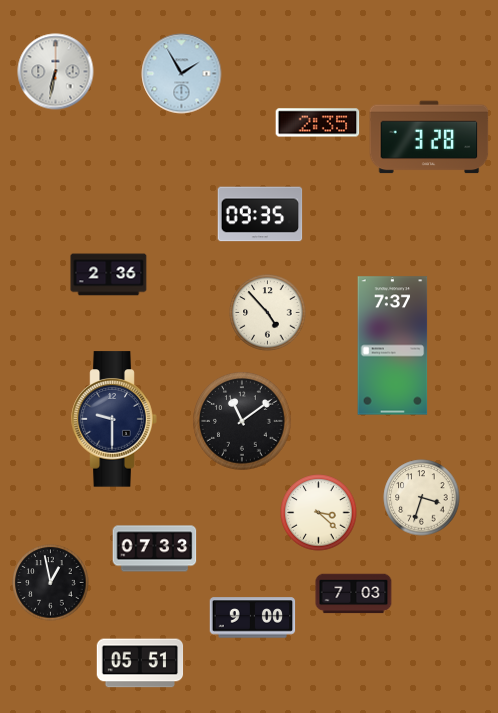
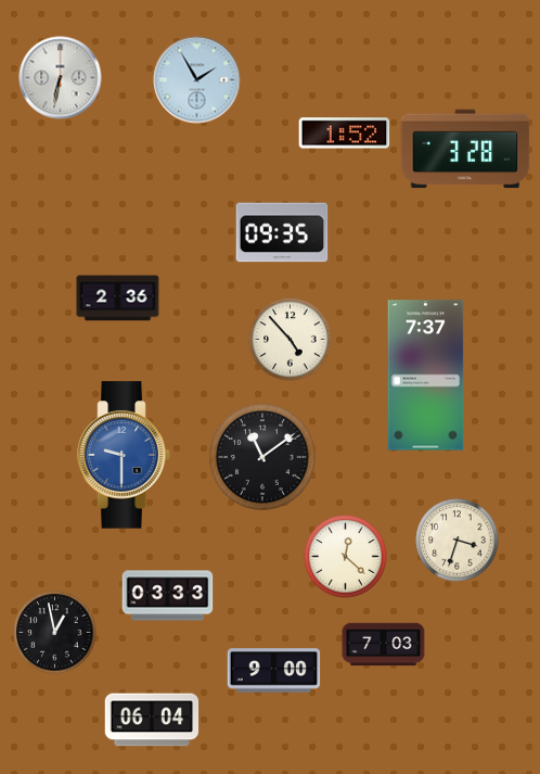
clock at (318, 123): 2:35 -> 1:52
clock at (114, 419) dial: navy -> blue
clock at (319, 513): 3:22 -> 12:22
clock at (155, 549): 07:33 -> 03:33
clock at (140, 663): 05:51 -> 06:04
